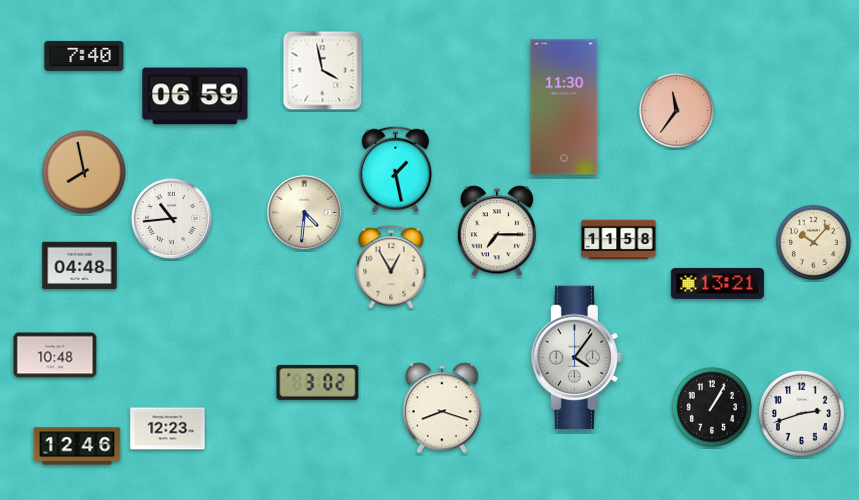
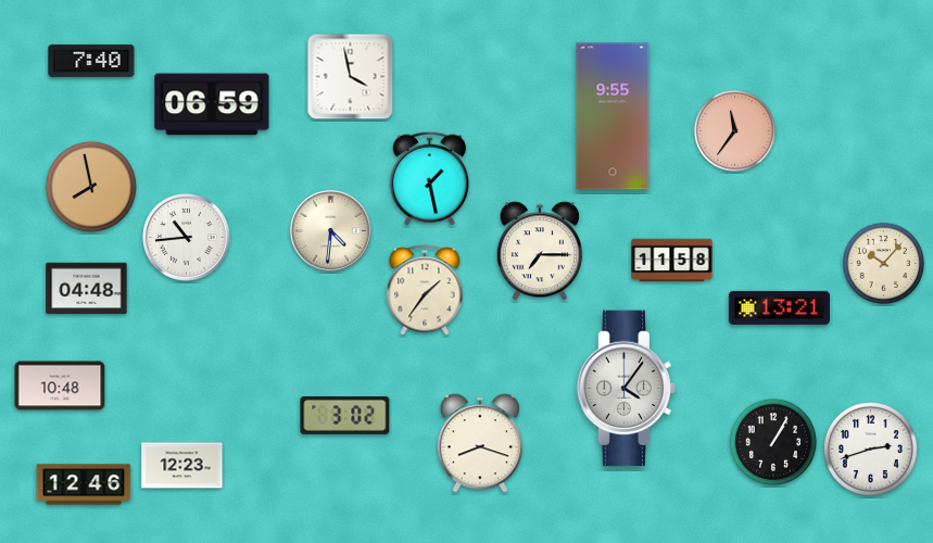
clock at (564, 107): 11:30 -> 9:55
clock at (676, 110) position: (676, 110) -> (734, 130)
clock at (395, 169) position: (395, 169) -> (429, 178)
clock at (391, 267): 12:55 -> 1:36
